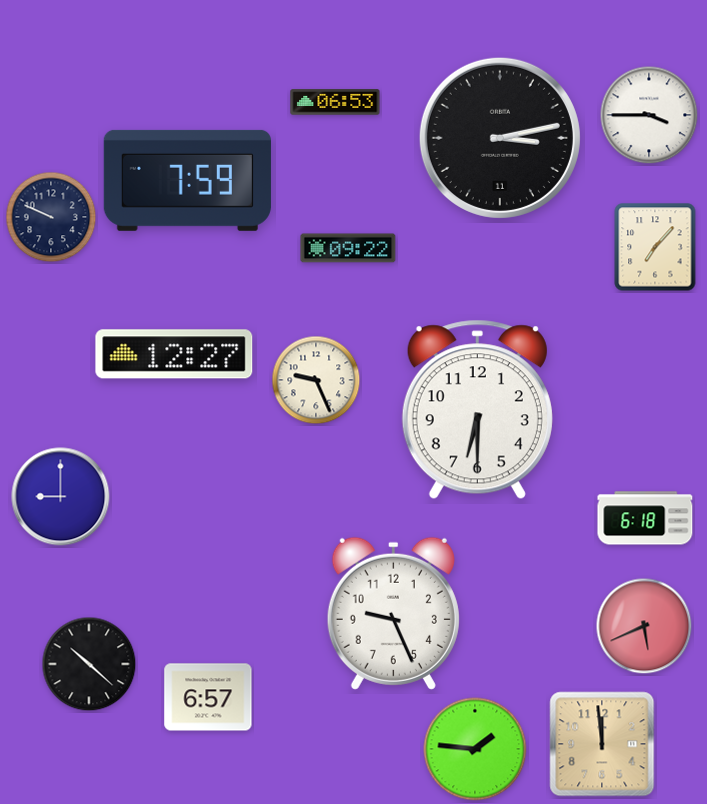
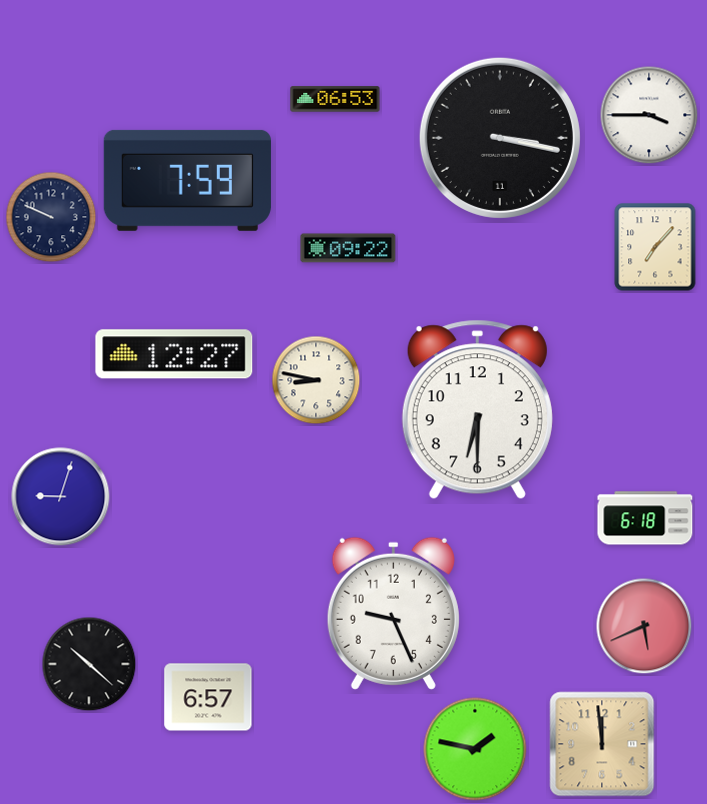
clock at (335, 102) position: (335, 102) -> (335, 99)
clock at (500, 138): 3:13 -> 3:17
clock at (316, 380): 9:26 -> 8:47
clock at (61, 497): 9:00 -> 9:03
clock at (475, 749): 1:46 -> 1:47
